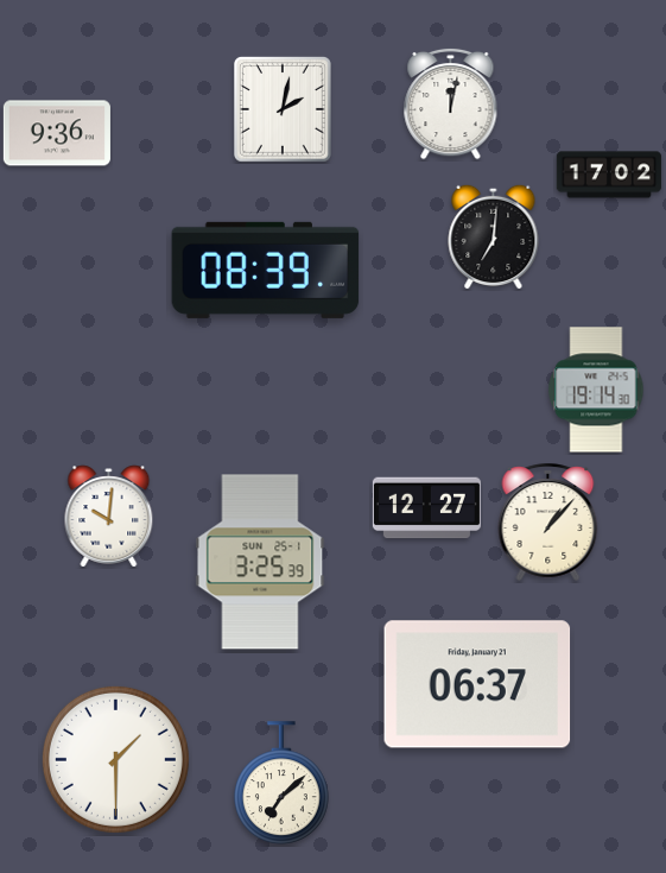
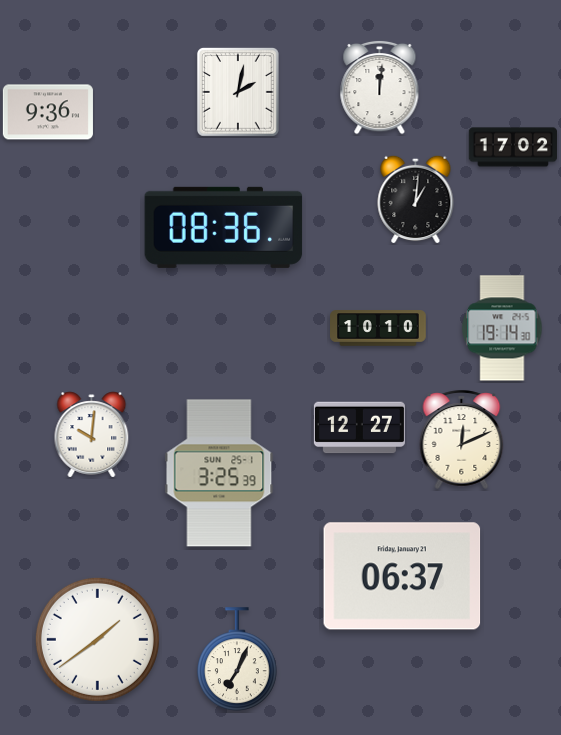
clock at (451, 103): 12:02 -> 12:01
clock at (494, 236): 7:01 -> 1:01
clock at (266, 270): 08:39 -> 08:36
clock at (378, 328): none -> 10:10
clock at (548, 521): 1:07 -> 12:11
clock at (115, 759): 1:30 -> 1:39
clock at (281, 784): 7:08 -> 7:04
